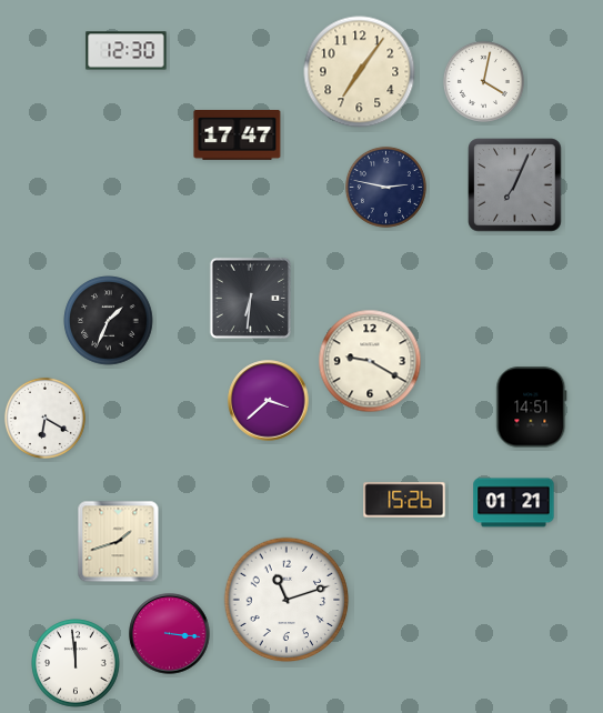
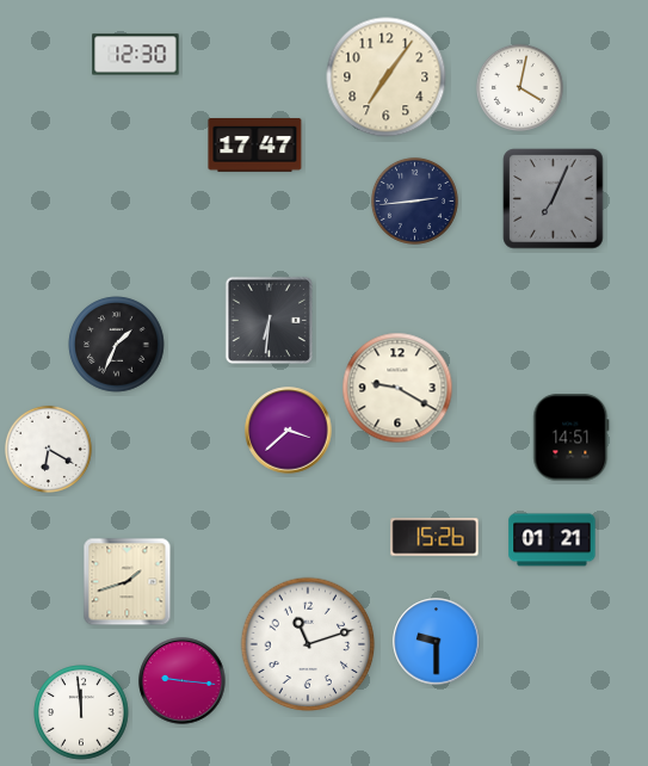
clock at (385, 187): 2:47 -> 2:44
clock at (437, 642): none -> 9:30
clock at (170, 634): 3:16 -> 9:16
